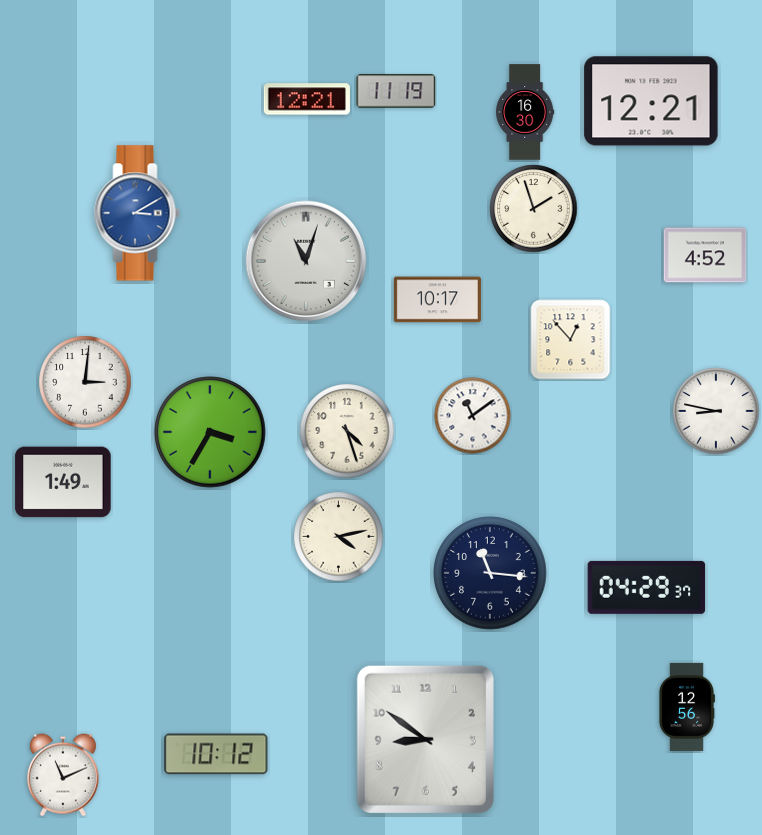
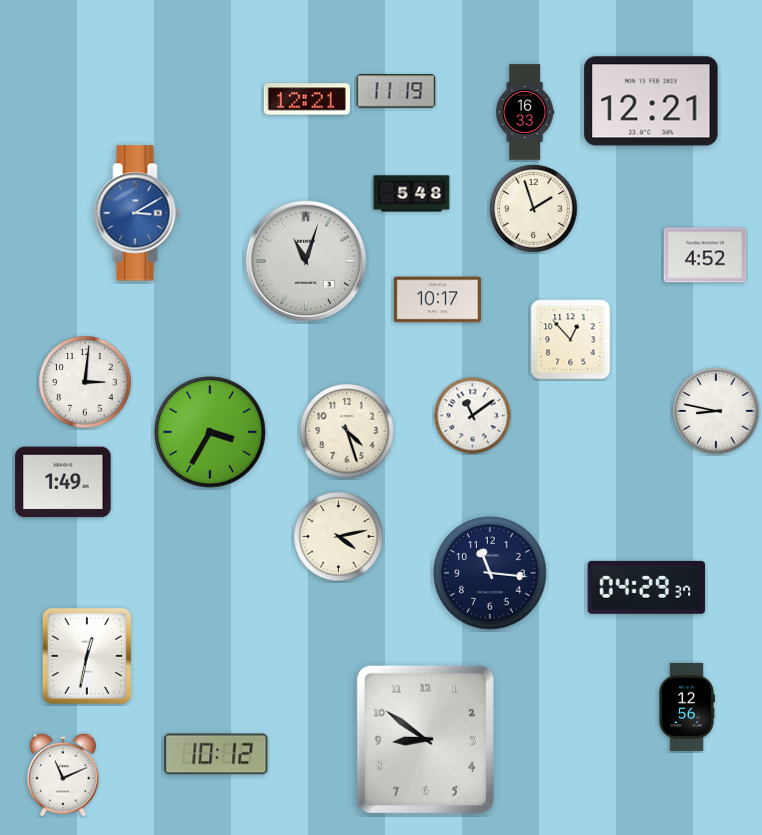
clock at (525, 112): 16:30 -> 16:33
clock at (412, 194): none -> 5:48
clock at (87, 656): none -> 12:32
